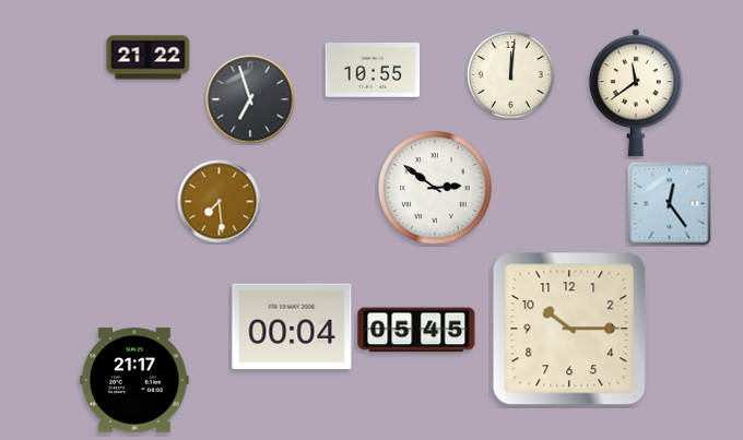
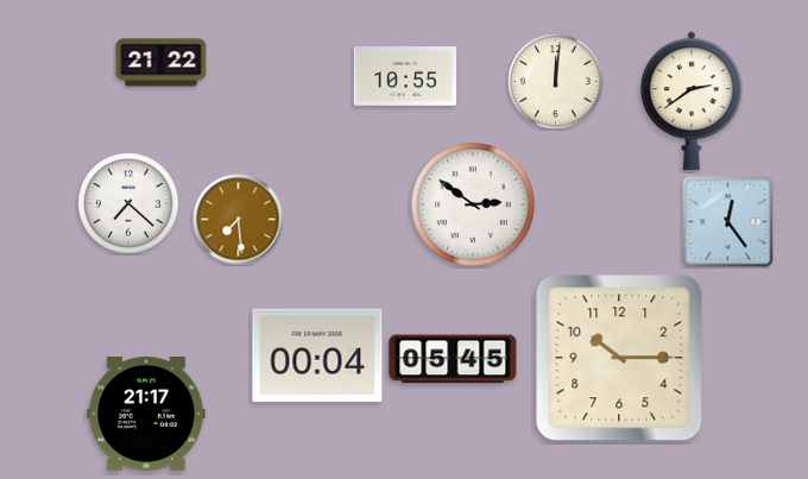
clock at (636, 93): 11:39 -> 2:39
clock at (250, 99): 6:57 -> none
clock at (128, 203): none -> 7:22
